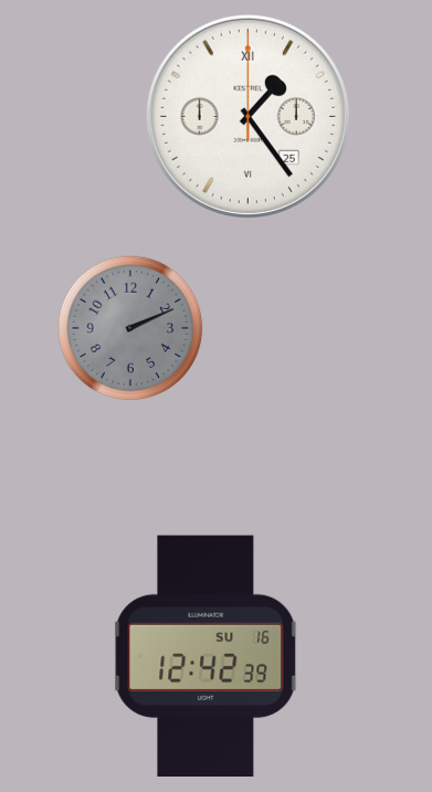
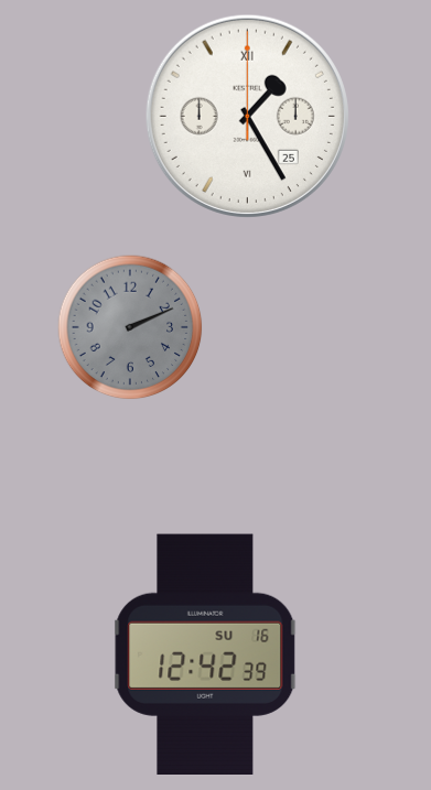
clock at (247, 116): 1:24 -> 1:25
